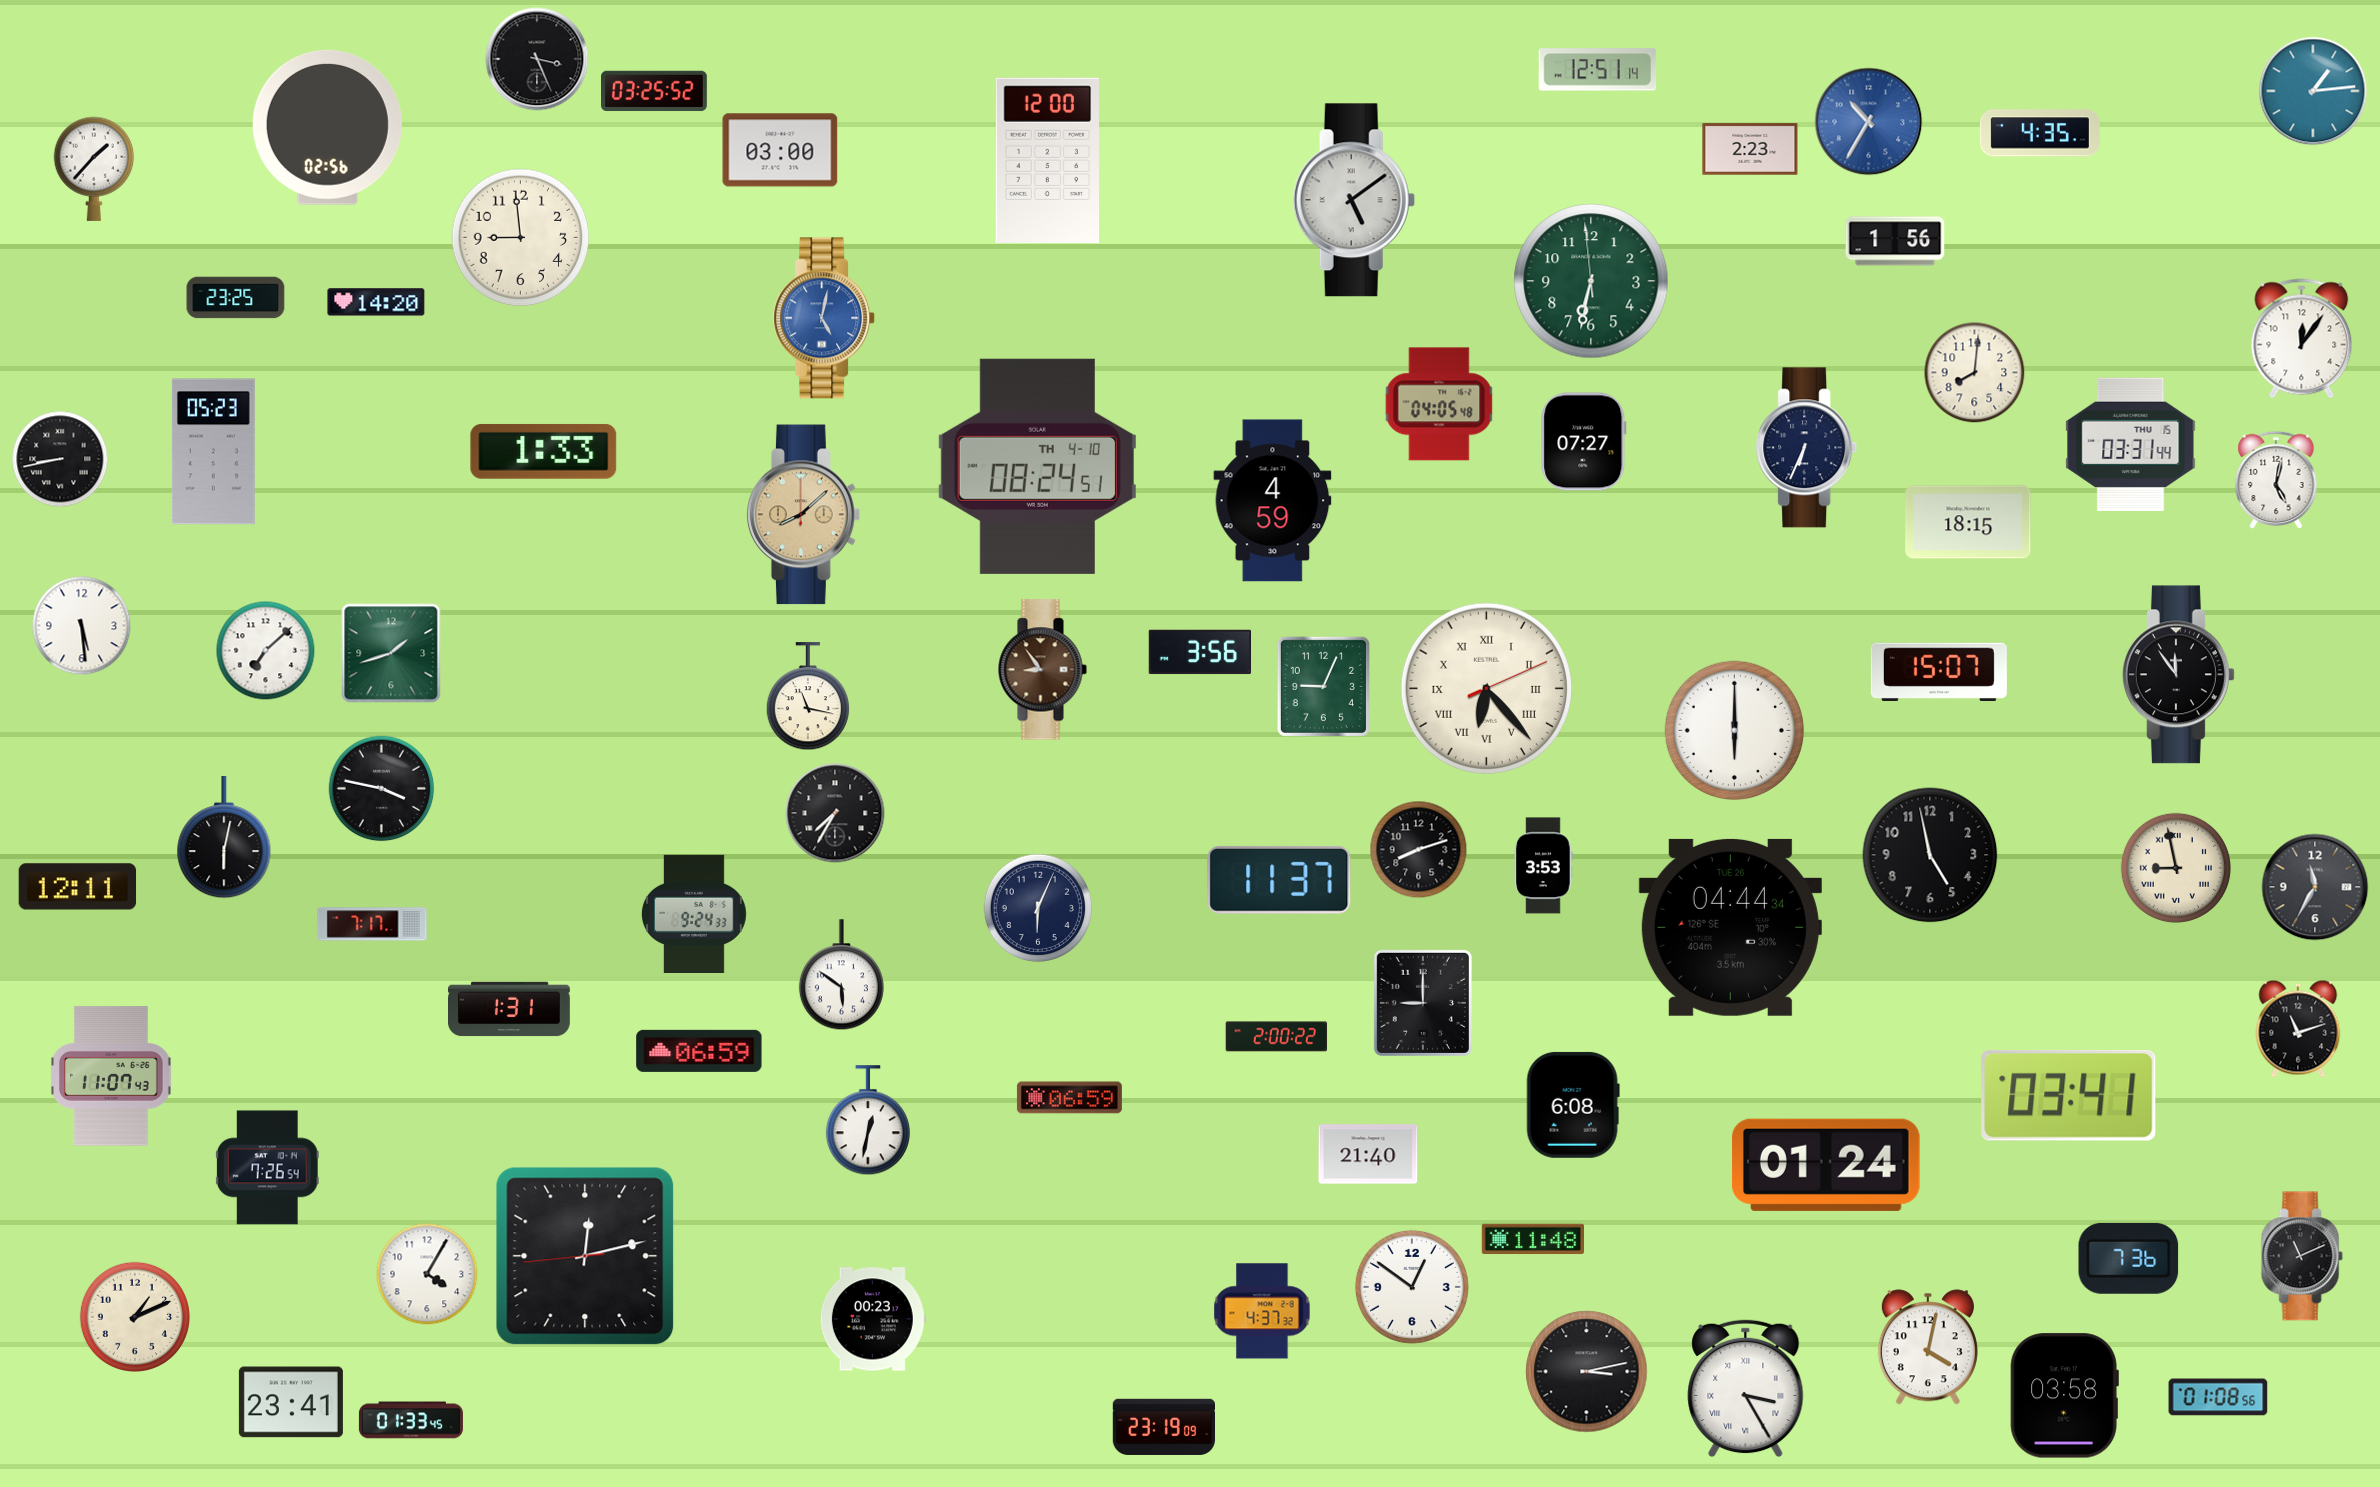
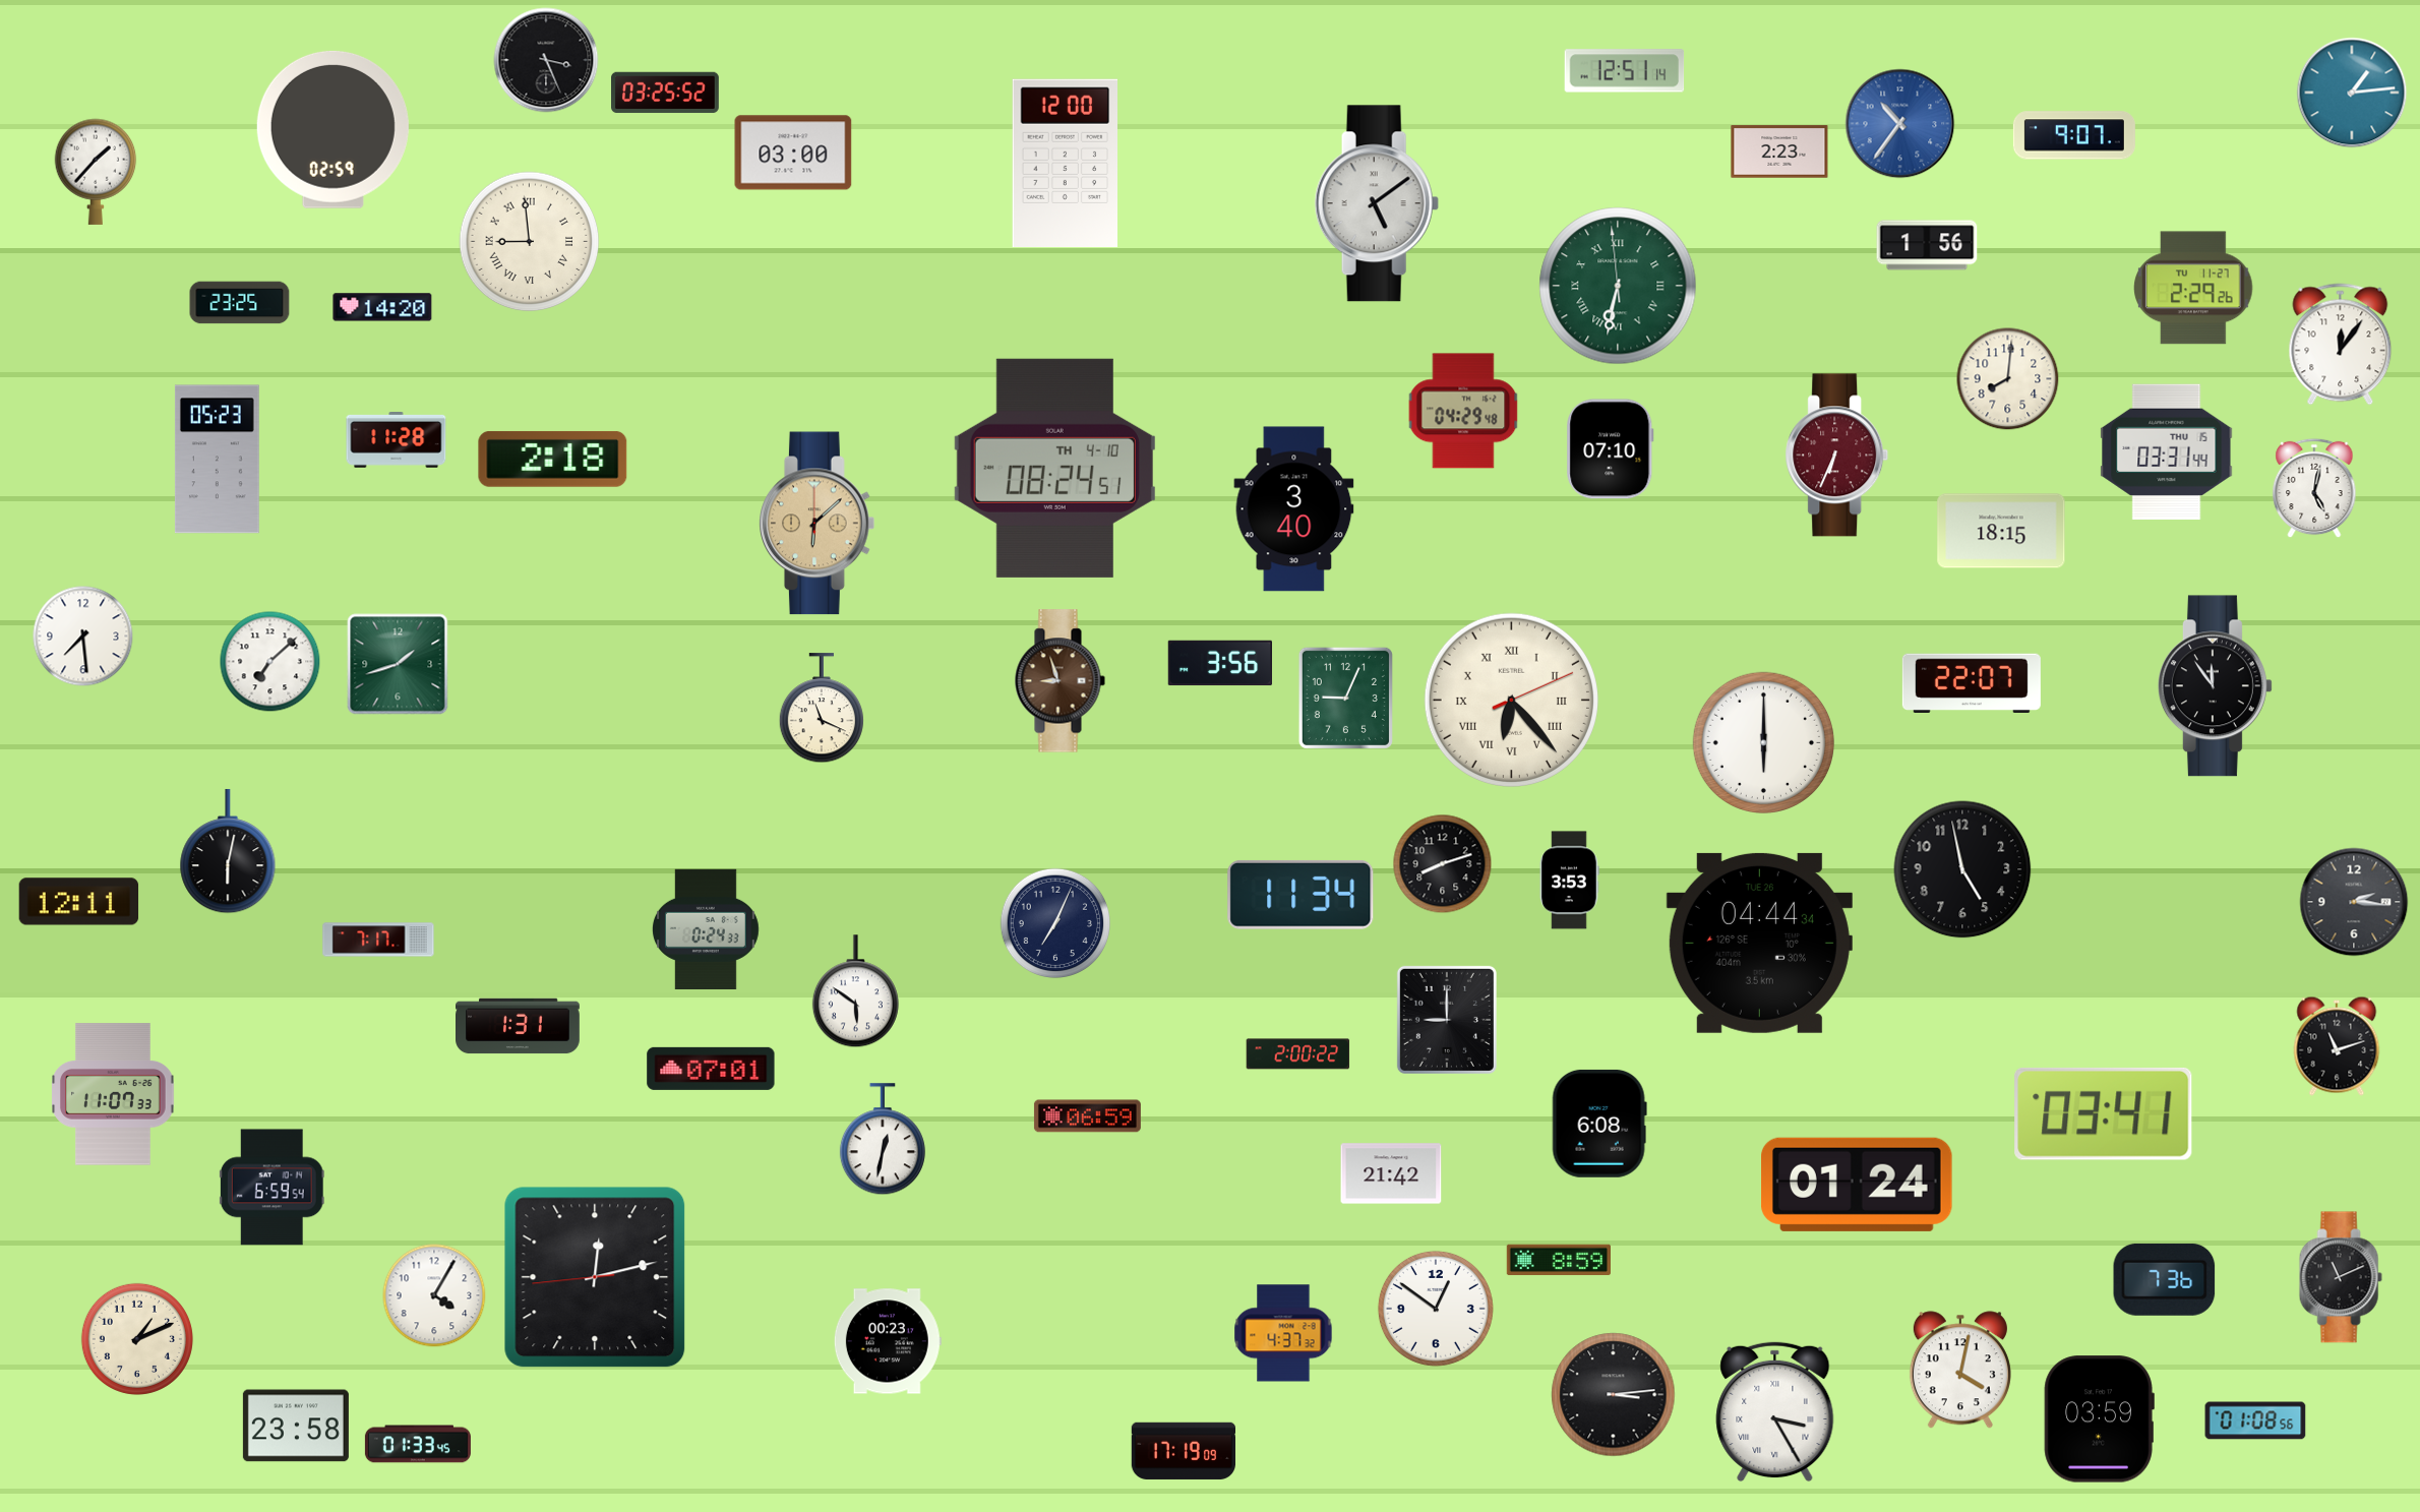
clock at (1869, 122): 10:35 -> 10:36
clock at (327, 127): 02:56 -> 02:59
clock at (2040, 133): 4:35 -> 9:07
clock at (521, 238) numerals: Arabic -> Roman
clock at (1591, 281) numerals: Arabic -> Roman
clock at (2193, 288): none -> 2:29
clock at (825, 318): 5:02 -> none
clock at (1439, 404): 04:05 -> 04:29
clock at (397, 440): none -> 11:28
clock at (1584, 442): 07:27 -> 07:10
clock at (1807, 448) dial: navy -> burgundy
clock at (544, 451): 1:33 -> 2:18
clock at (60, 459): 8:43 -> none
clock at (1037, 466) position: (1037, 466) -> (1054, 468)
clock at (1273, 501): 4:59 -> 3:40
clock at (804, 515): 8:08 -> 6:08
clock at (82, 626): 5:29 -> 7:29
clock at (1042, 670): 8:54 -> 8:57
clock at (1939, 671): 15:07 -> 22:07
clock at (807, 697): 11:17 -> 11:19
clock at (382, 789): 3:47 -> none
clock at (835, 813): 7:35 -> none
clock at (2176, 868): 8:58 -> none
clock at (1279, 880): 11:37 -> 11:34
clock at (2315, 887): 11:35 -> 2:16
clock at (1037, 907): 6:04 -> 7:04
clock at (694, 913): 9:24 -> 0:24
clock at (699, 1051): 06:59 -> 07:01
clock at (111, 1076): 11:07:43 -> 11:07:33
clock at (1368, 1154): 21:40 -> 21:42
clock at (267, 1168): 7:26 -> 6:59
clock at (1532, 1239): 11:48 -> 8:59
clock at (1587, 1372): 3:13 -> 3:14
clock at (2064, 1396): 03:58 -> 03:59
clock at (291, 1402): 23:41 -> 23:58
clock at (1163, 1427): 23:19 -> 17:19
